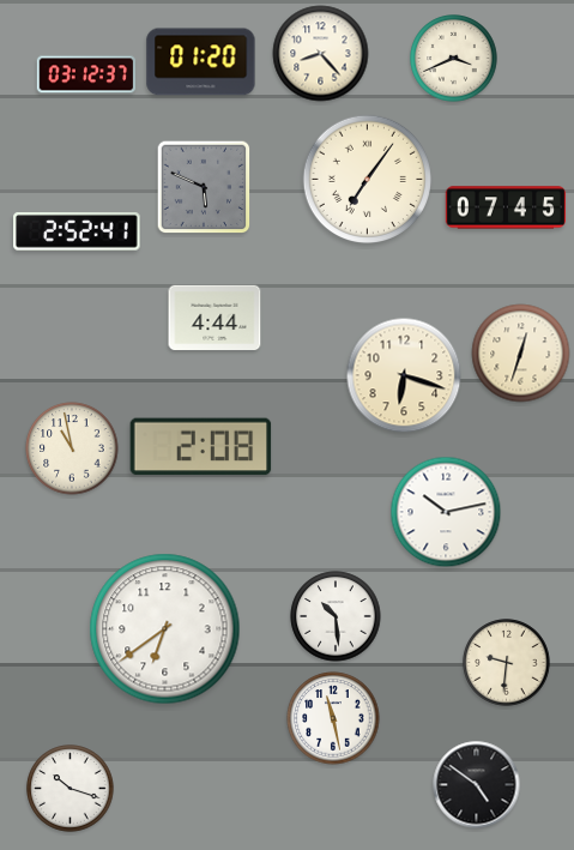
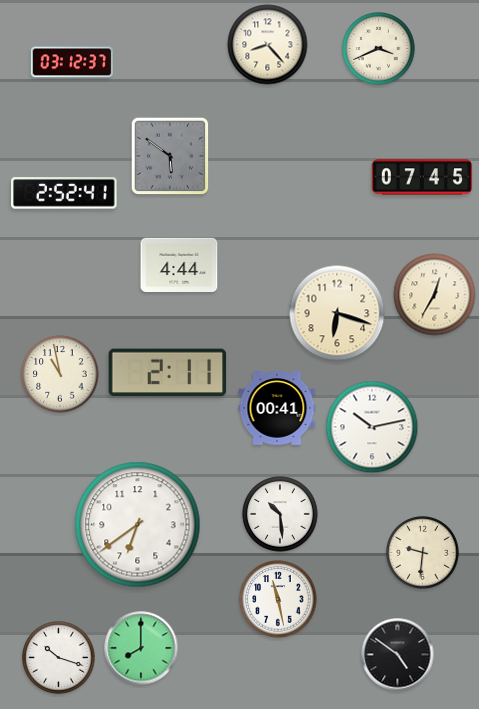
clock at (201, 62): 01:20 -> none
clock at (367, 179): 7:06 -> none
clock at (204, 187): 5:49 -> 5:51
clock at (506, 207) position: (506, 207) -> (422, 177)
clock at (521, 354): 12:33 -> 12:35
clock at (201, 447): 2:08 -> 2:11
clock at (277, 408): none -> 00:41
clock at (141, 648): none -> 8:00
